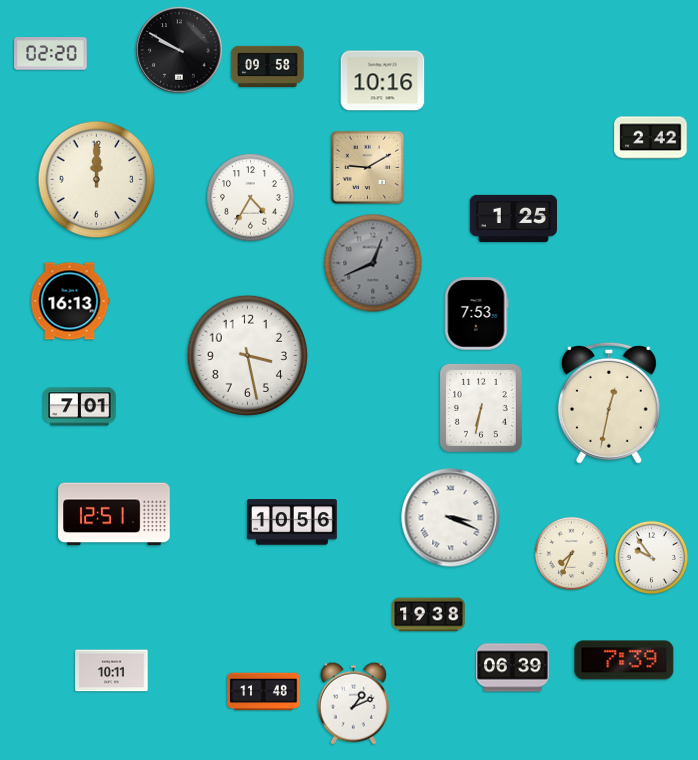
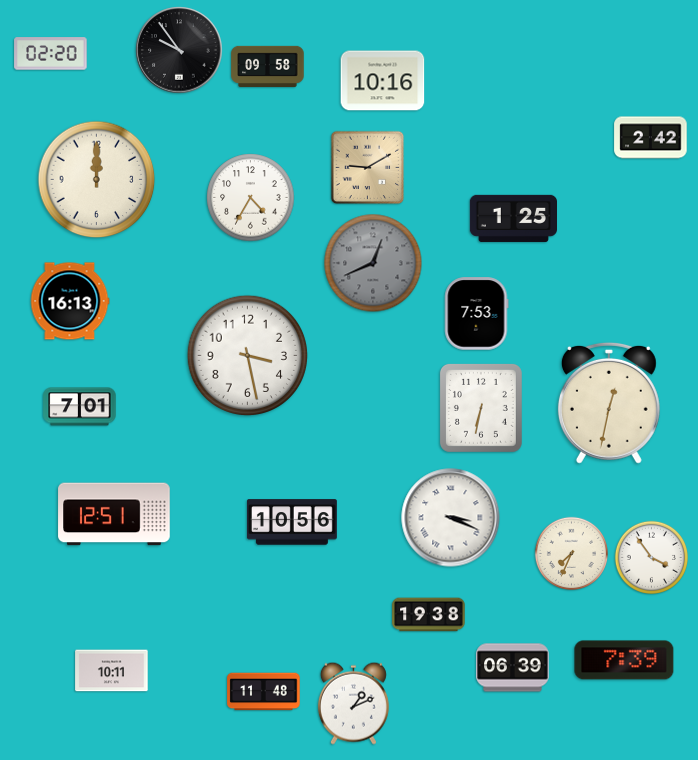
clock at (179, 50): 9:50 -> 9:54
clock at (651, 557): 9:54 -> 3:54
